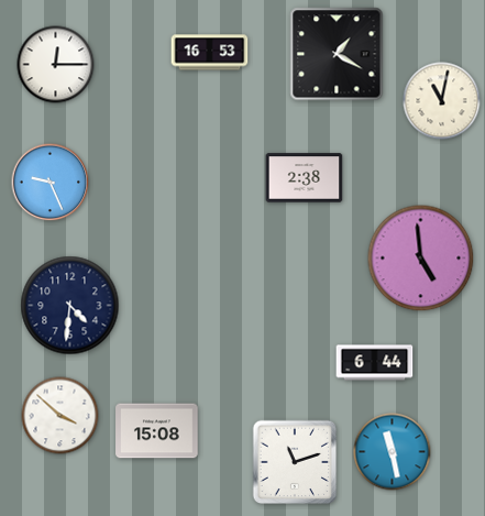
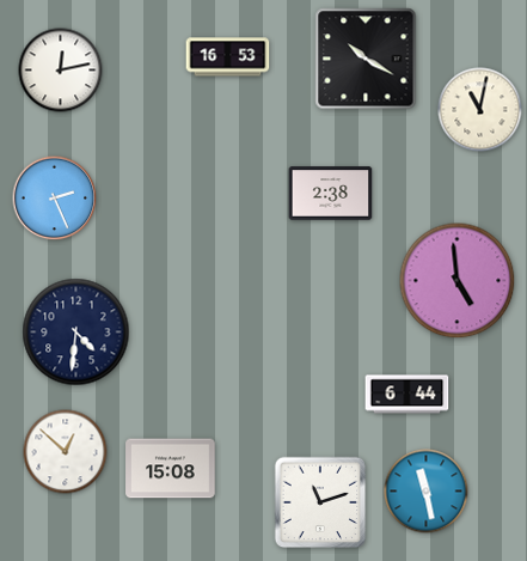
clock at (337, 54): 1:20 -> 10:20
clock at (56, 65): 12:15 -> 12:13
clock at (51, 183): 9:26 -> 2:26
clock at (60, 416): 3:52 -> 12:52
